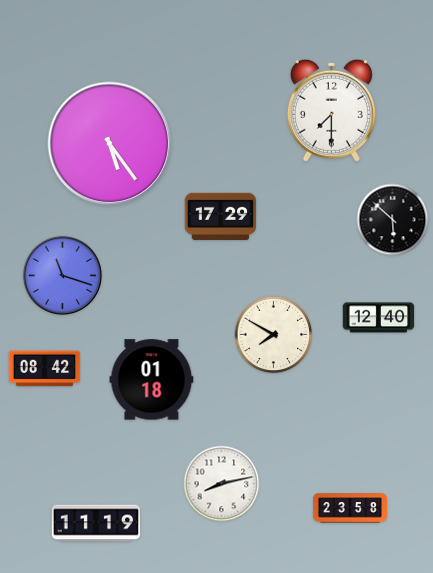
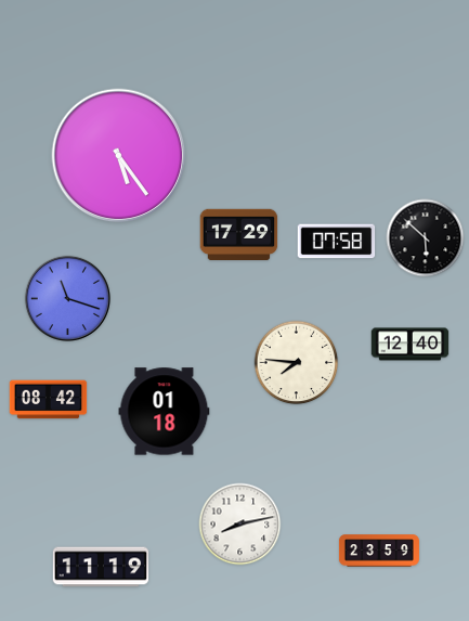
clock at (331, 110): 7:30 -> none
clock at (337, 242): none -> 07:58
clock at (274, 335): 7:50 -> 7:46
clock at (350, 508): 23:58 -> 23:59
clock at (96, 523) position: (96, 523) -> (101, 567)
